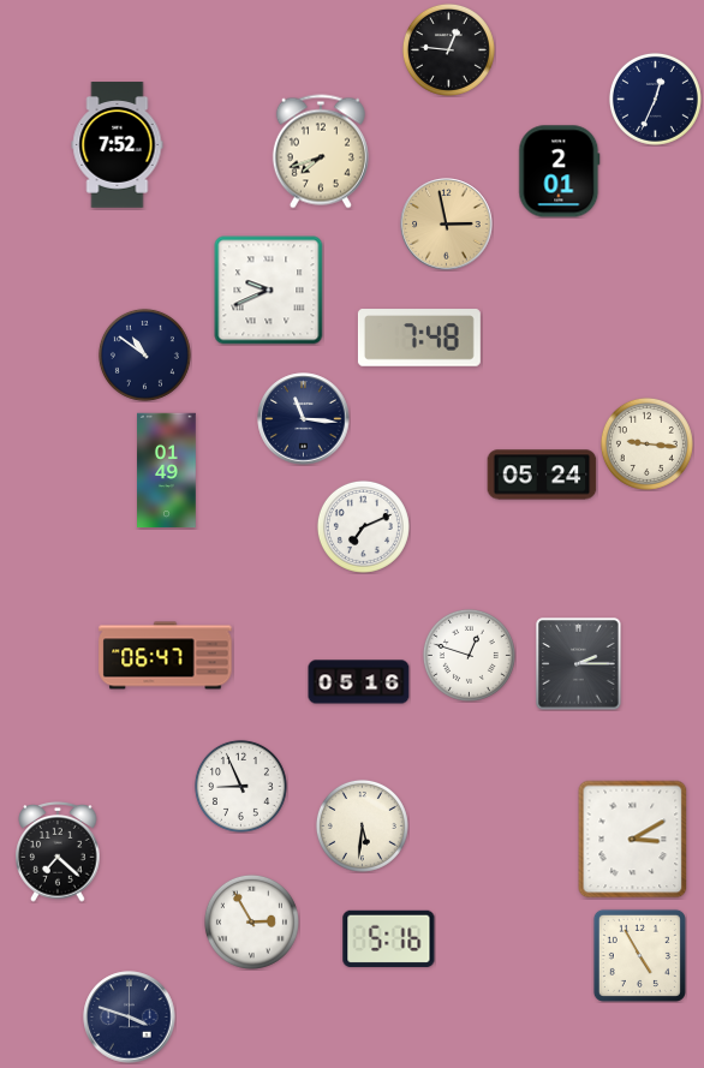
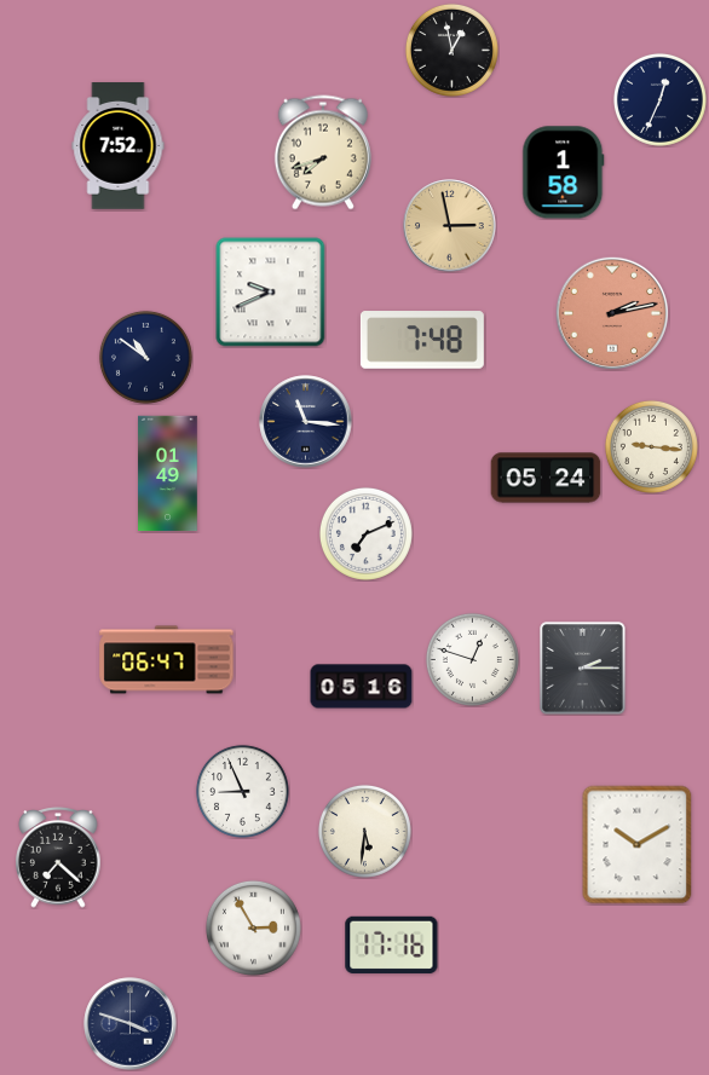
clock at (448, 49): 12:46 -> 12:58
clock at (560, 172): 2:01 -> 1:58
clock at (611, 312): none -> 2:13
clock at (363, 526) position: (363, 526) -> (365, 533)
clock at (633, 840): 3:10 -> 10:10
clock at (389, 938): 5:16 -> 17:16
clock at (639, 955): 4:55 -> none
